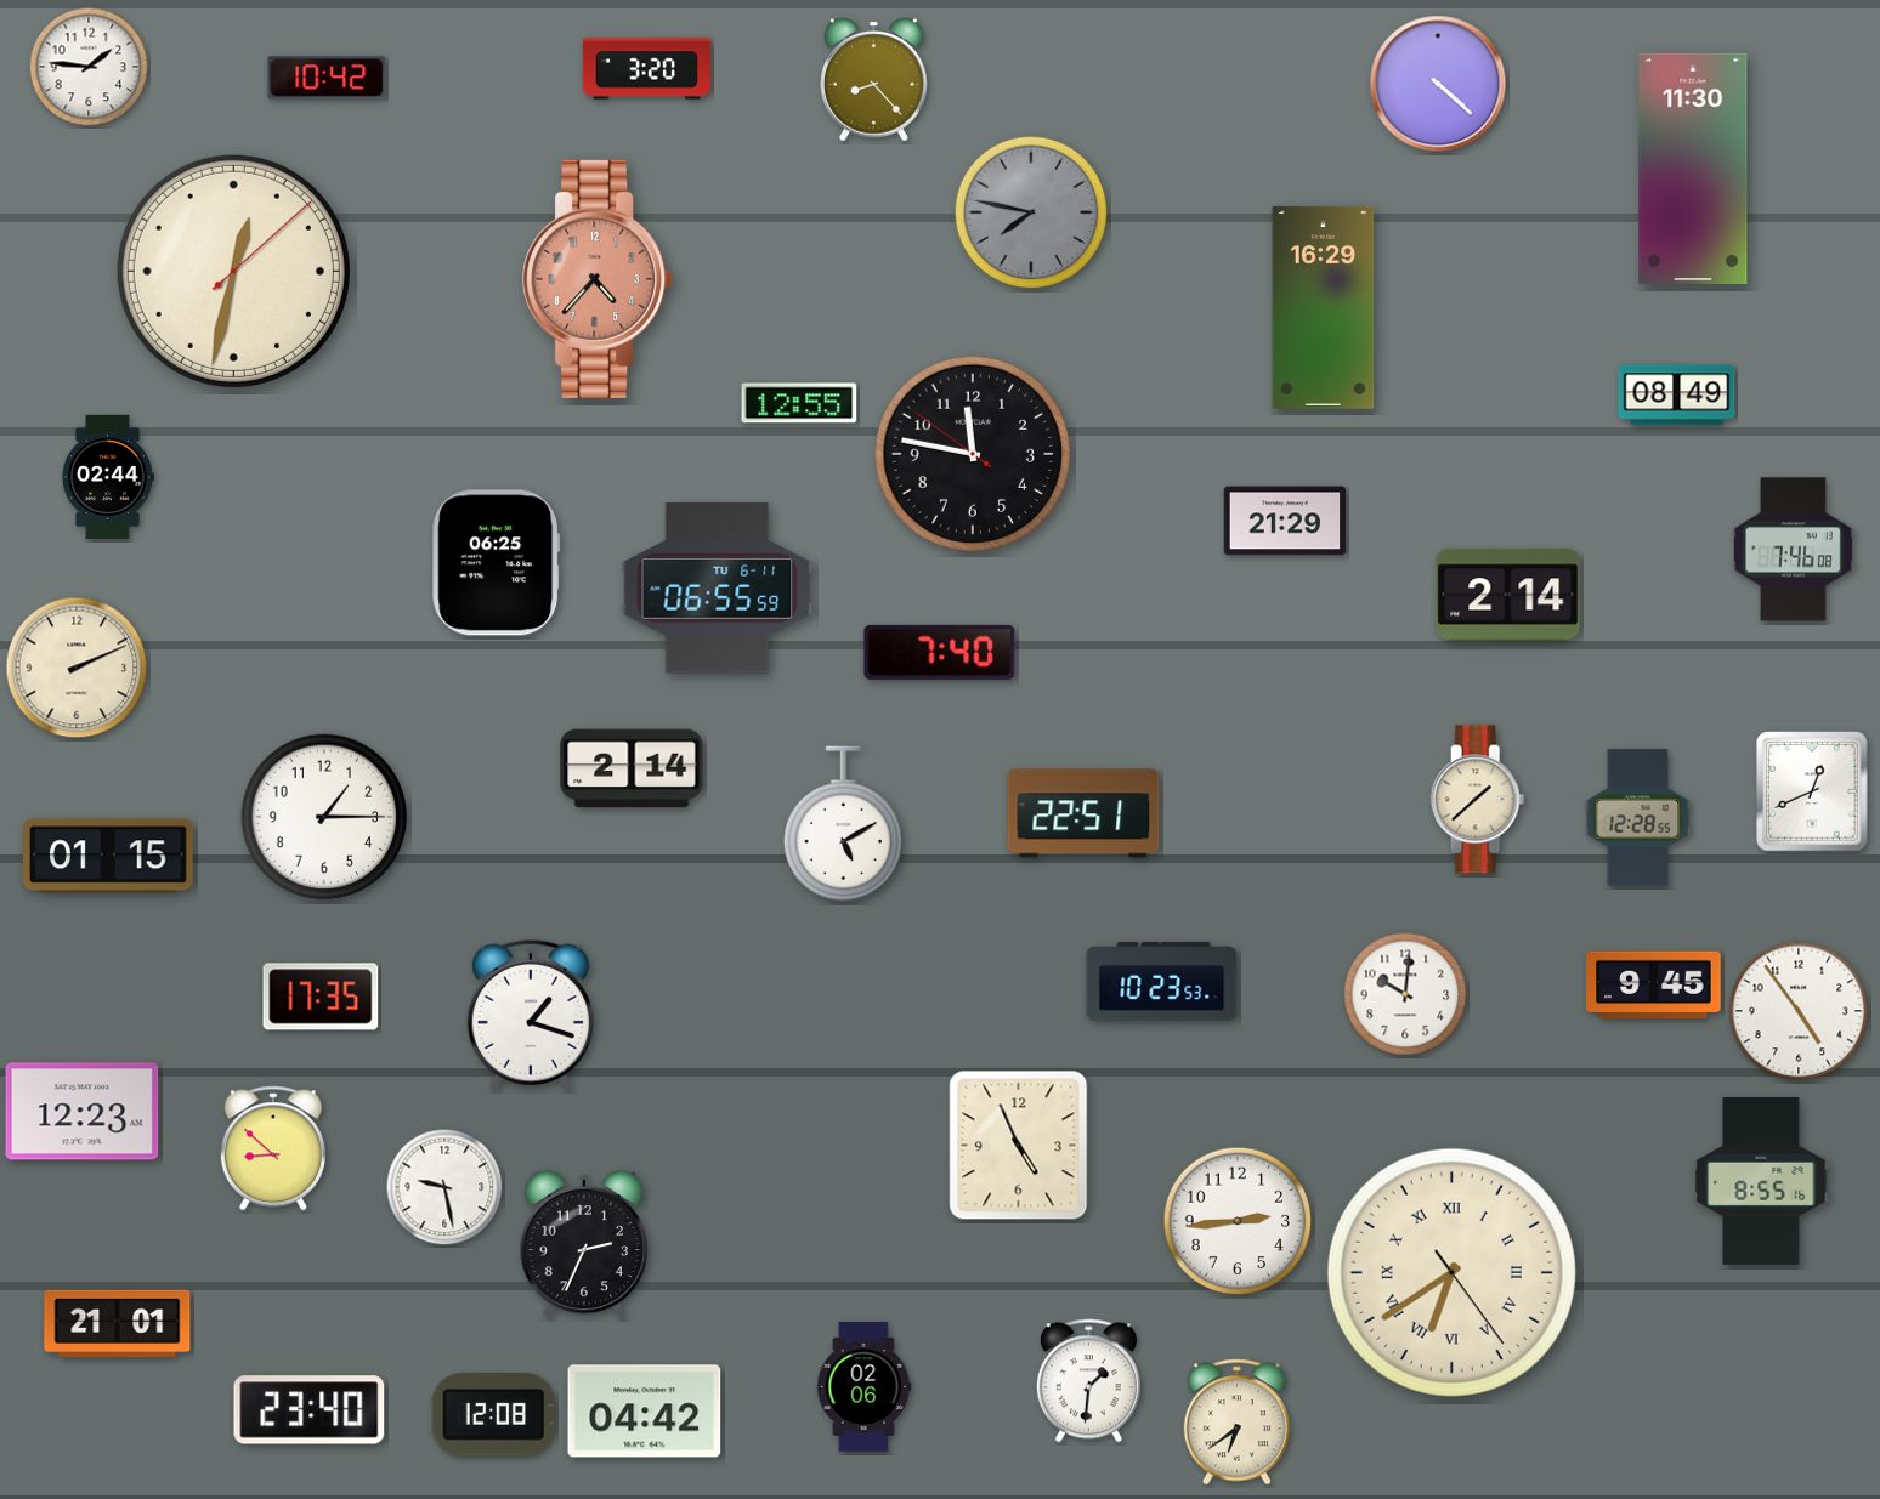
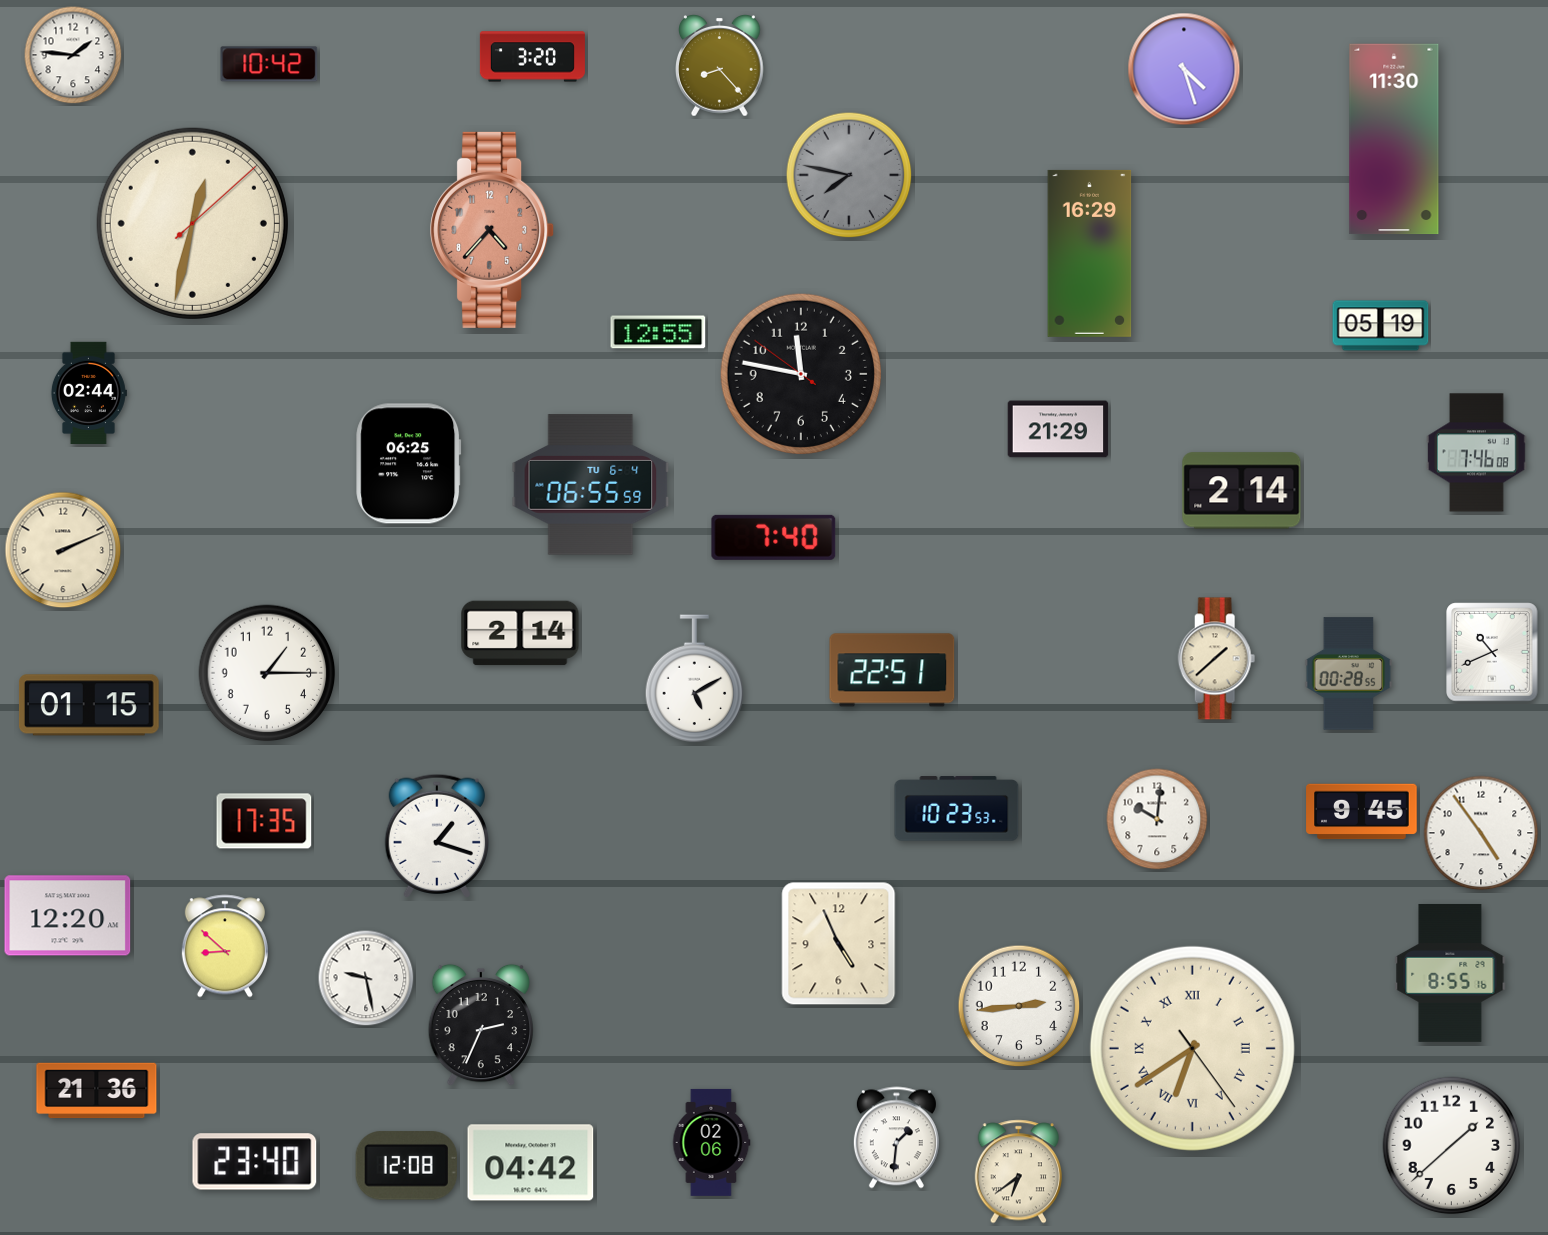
clock at (1438, 84): 4:22 -> 4:27
clock at (1677, 396): 08:49 -> 05:19
clock at (718, 589) date: TU 6-11 -> TU 6-4
clock at (1812, 791): 12:41 -> 10:41
clock at (1638, 818): 12:28 -> 00:28
clock at (83, 1112): 12:23 -> 12:20
clock at (1451, 1272) position: (1451, 1272) -> (1192, 1048)
clock at (118, 1324): 21:01 -> 21:36
clock at (1452, 1146): none -> 1:38
